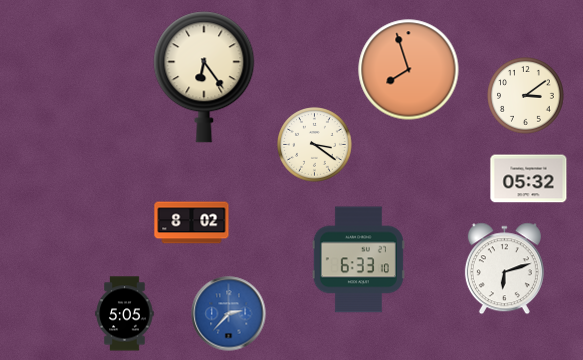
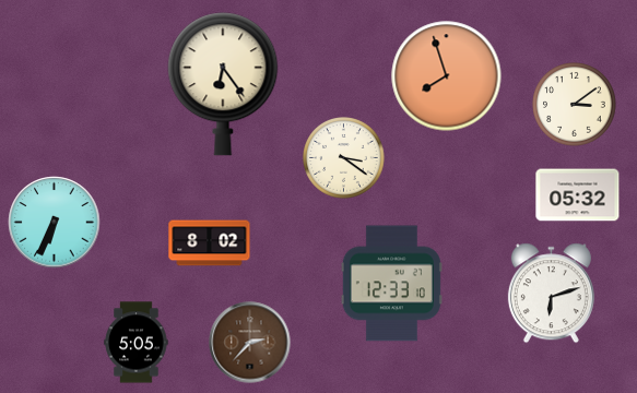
clock at (55, 223): none -> 6:34
clock at (358, 260): 6:33 -> 12:33
clock at (229, 314) dial: blue -> brown
